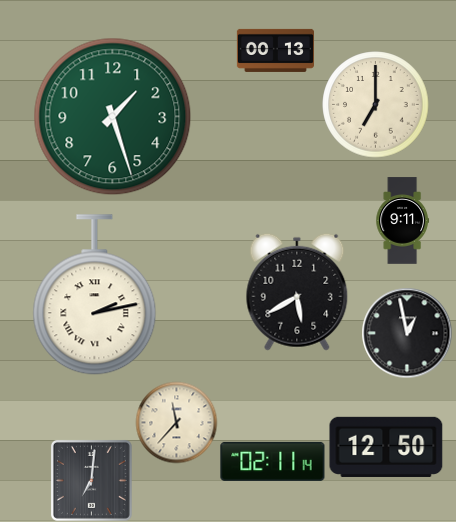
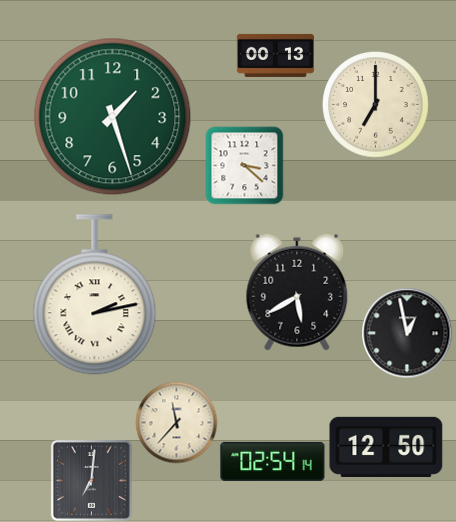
clock at (275, 50) position: (275, 50) -> (275, 55)
clock at (244, 165): none -> 3:22
clock at (402, 221): 9:11 -> none
clock at (273, 461): 02:11 -> 02:54
